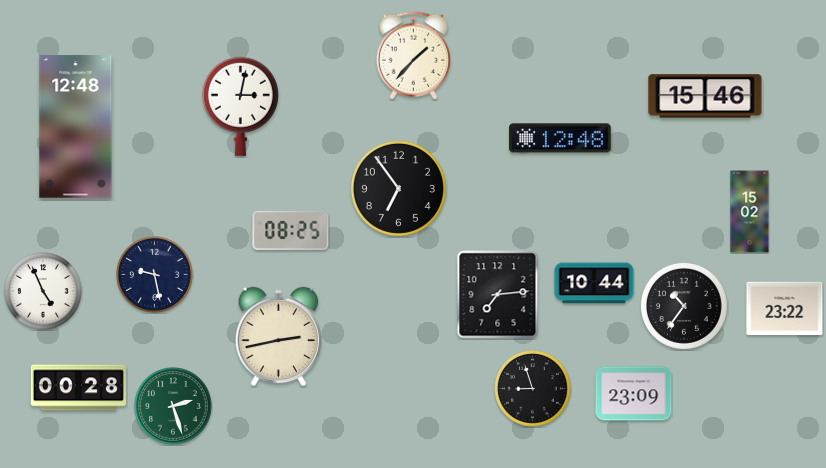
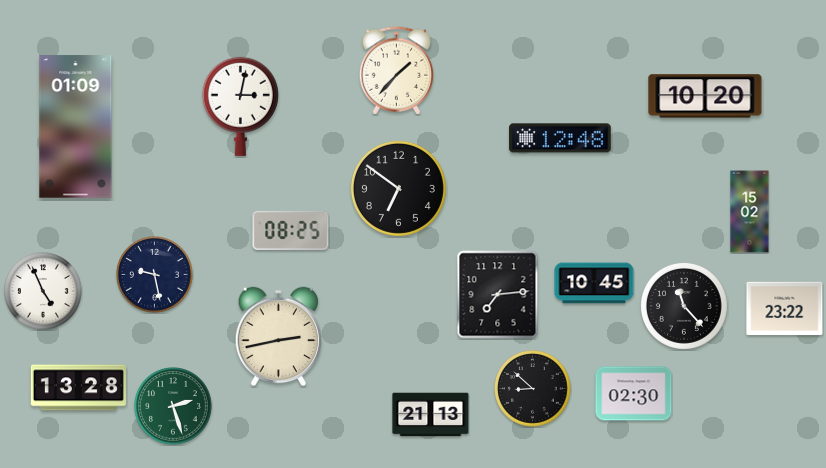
clock at (414, 56) position: (414, 56) -> (397, 71)
clock at (705, 96): 15:46 -> 10:20
clock at (76, 127): 12:48 -> 01:09
clock at (398, 188): 6:54 -> 6:51
clock at (594, 283): 10:44 -> 10:45
clock at (684, 306): 10:36 -> 11:23
clock at (78, 388): 00:28 -> 13:28
clock at (533, 389): 8:57 -> 8:52
clock at (634, 394): 23:09 -> 02:30
clock at (431, 415): none -> 21:13
